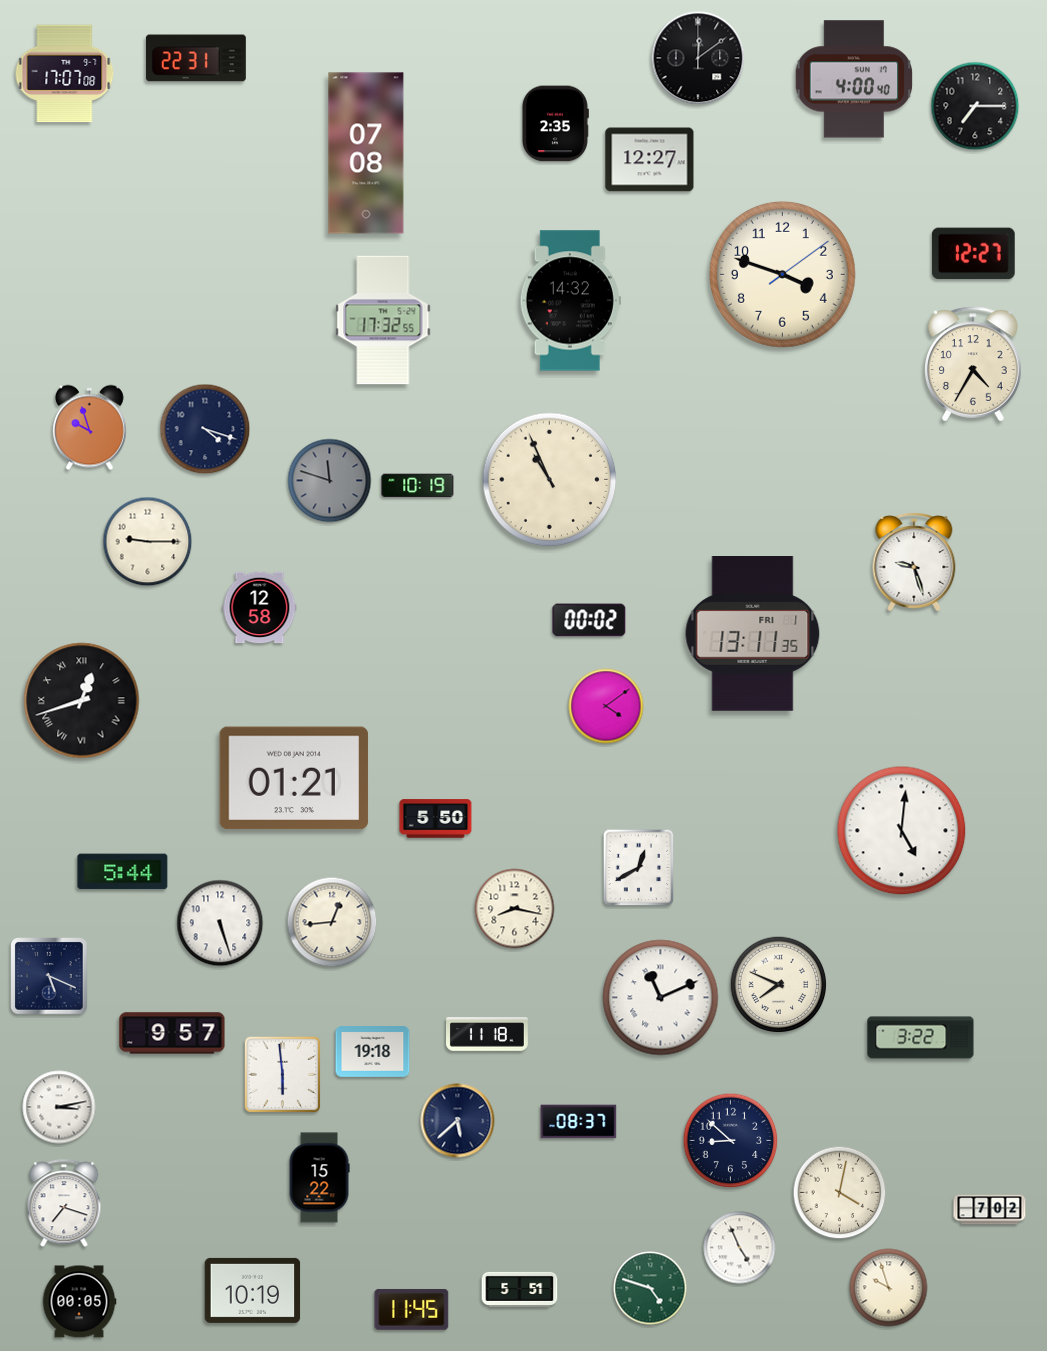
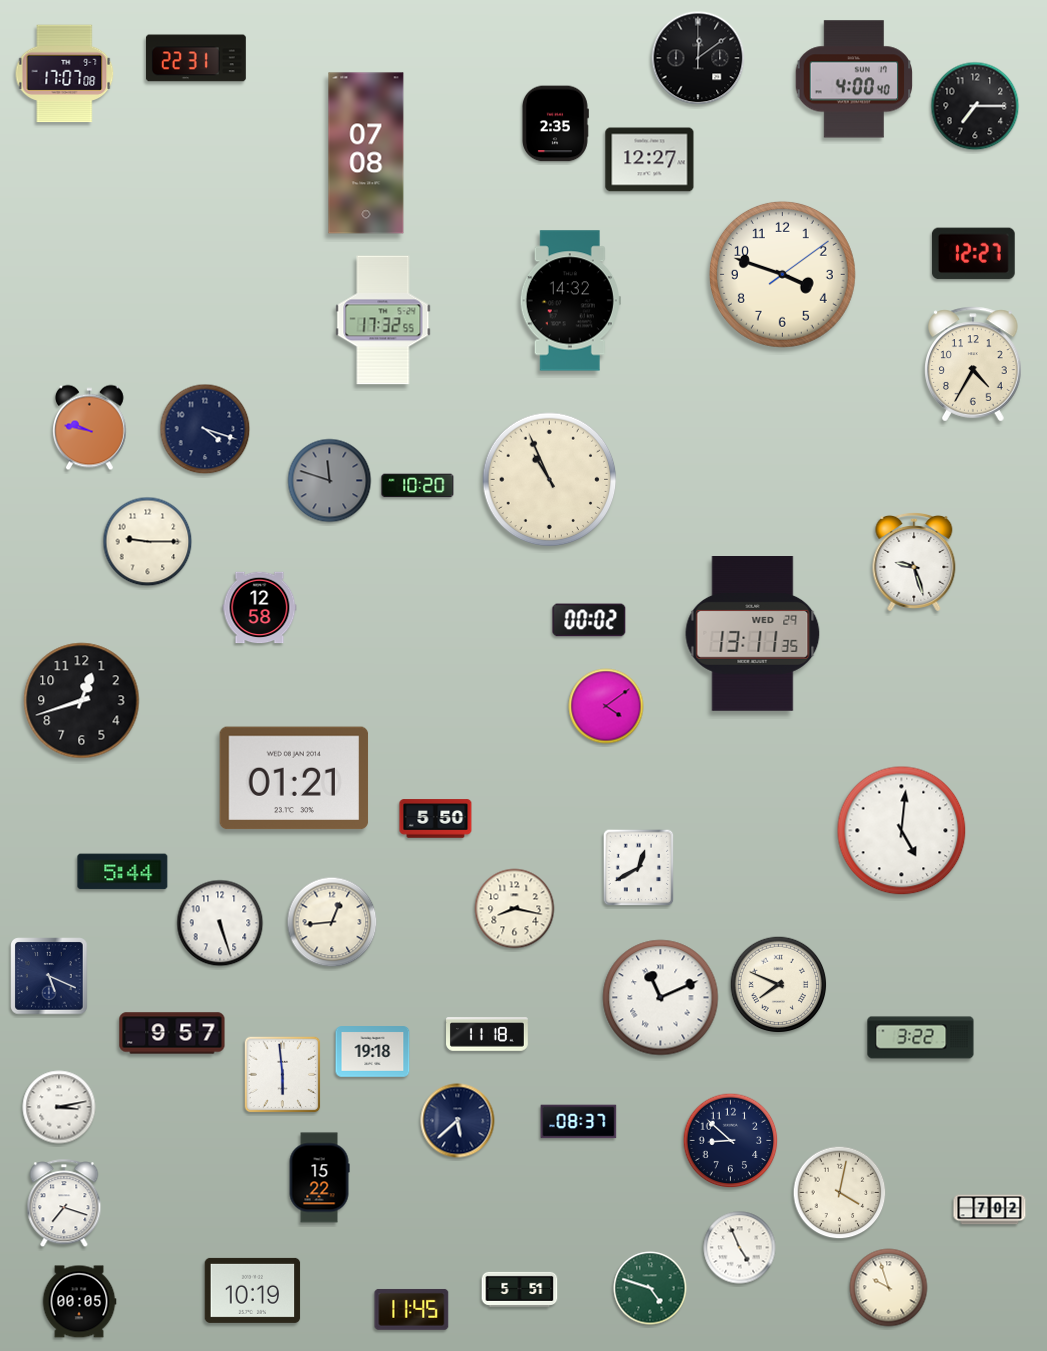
clock at (90, 428): 9:57 -> 9:47
clock at (418, 486): 10:19 -> 10:20
clock at (753, 634) date: FRI 1 -> WED 29
clock at (82, 701) numerals: Roman -> Arabic
